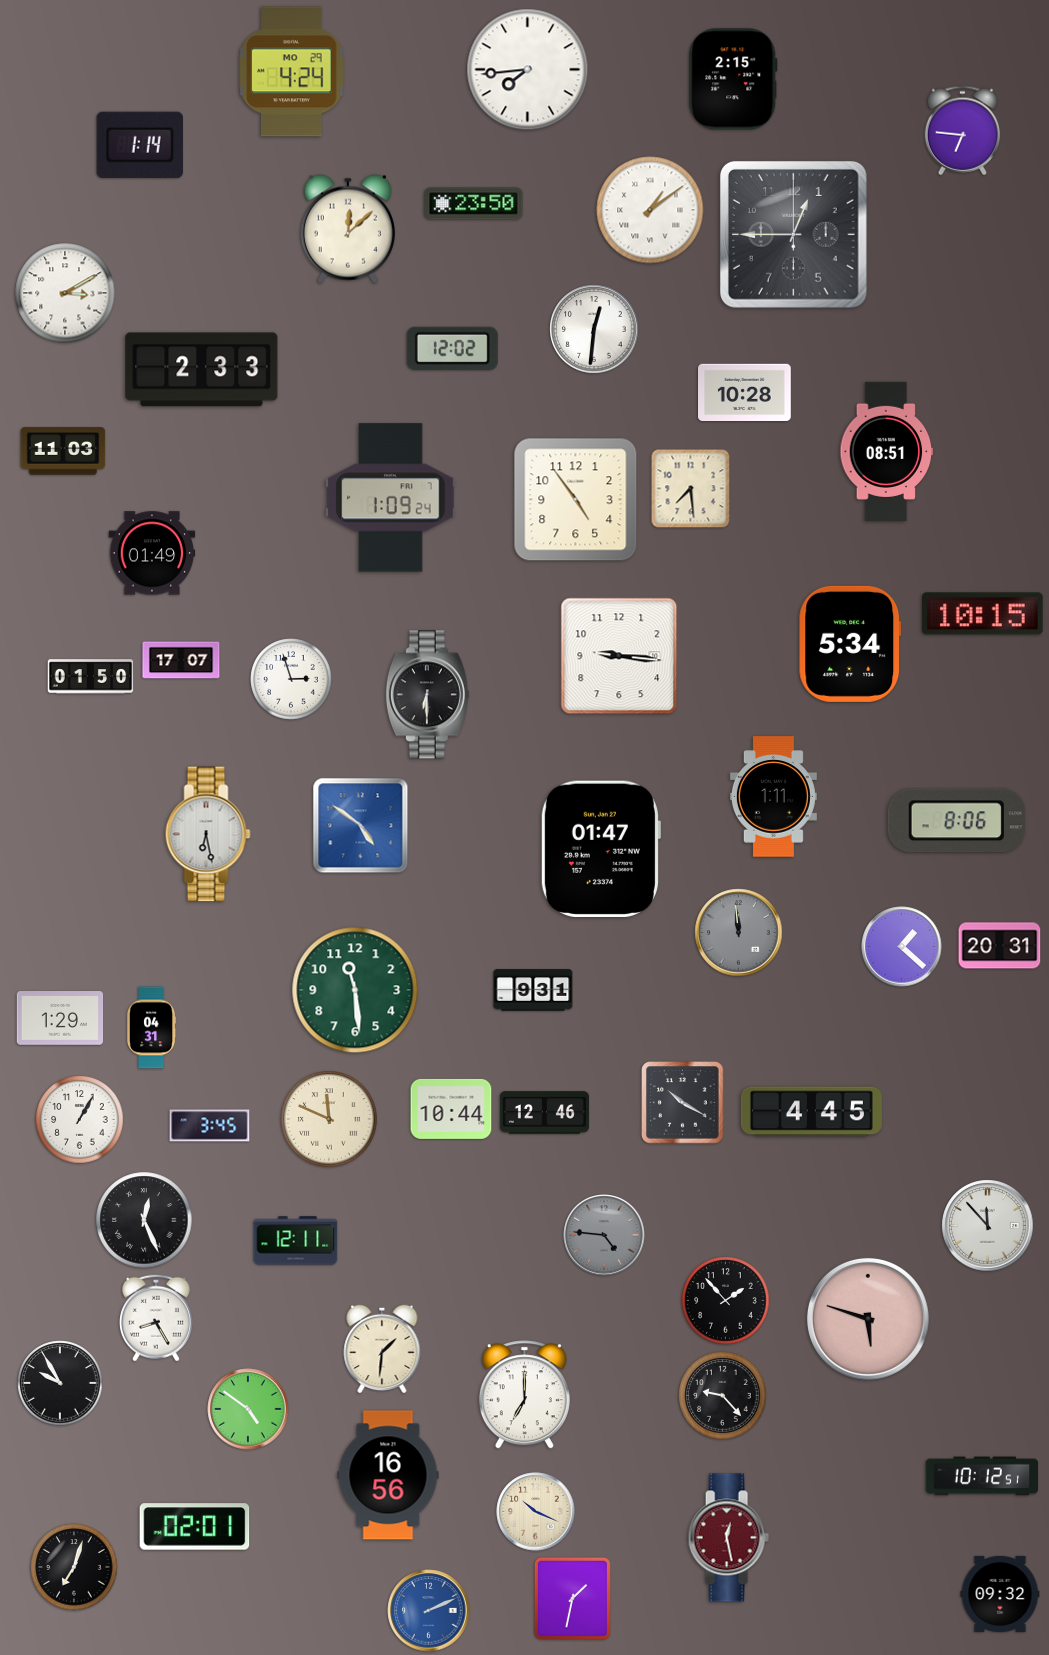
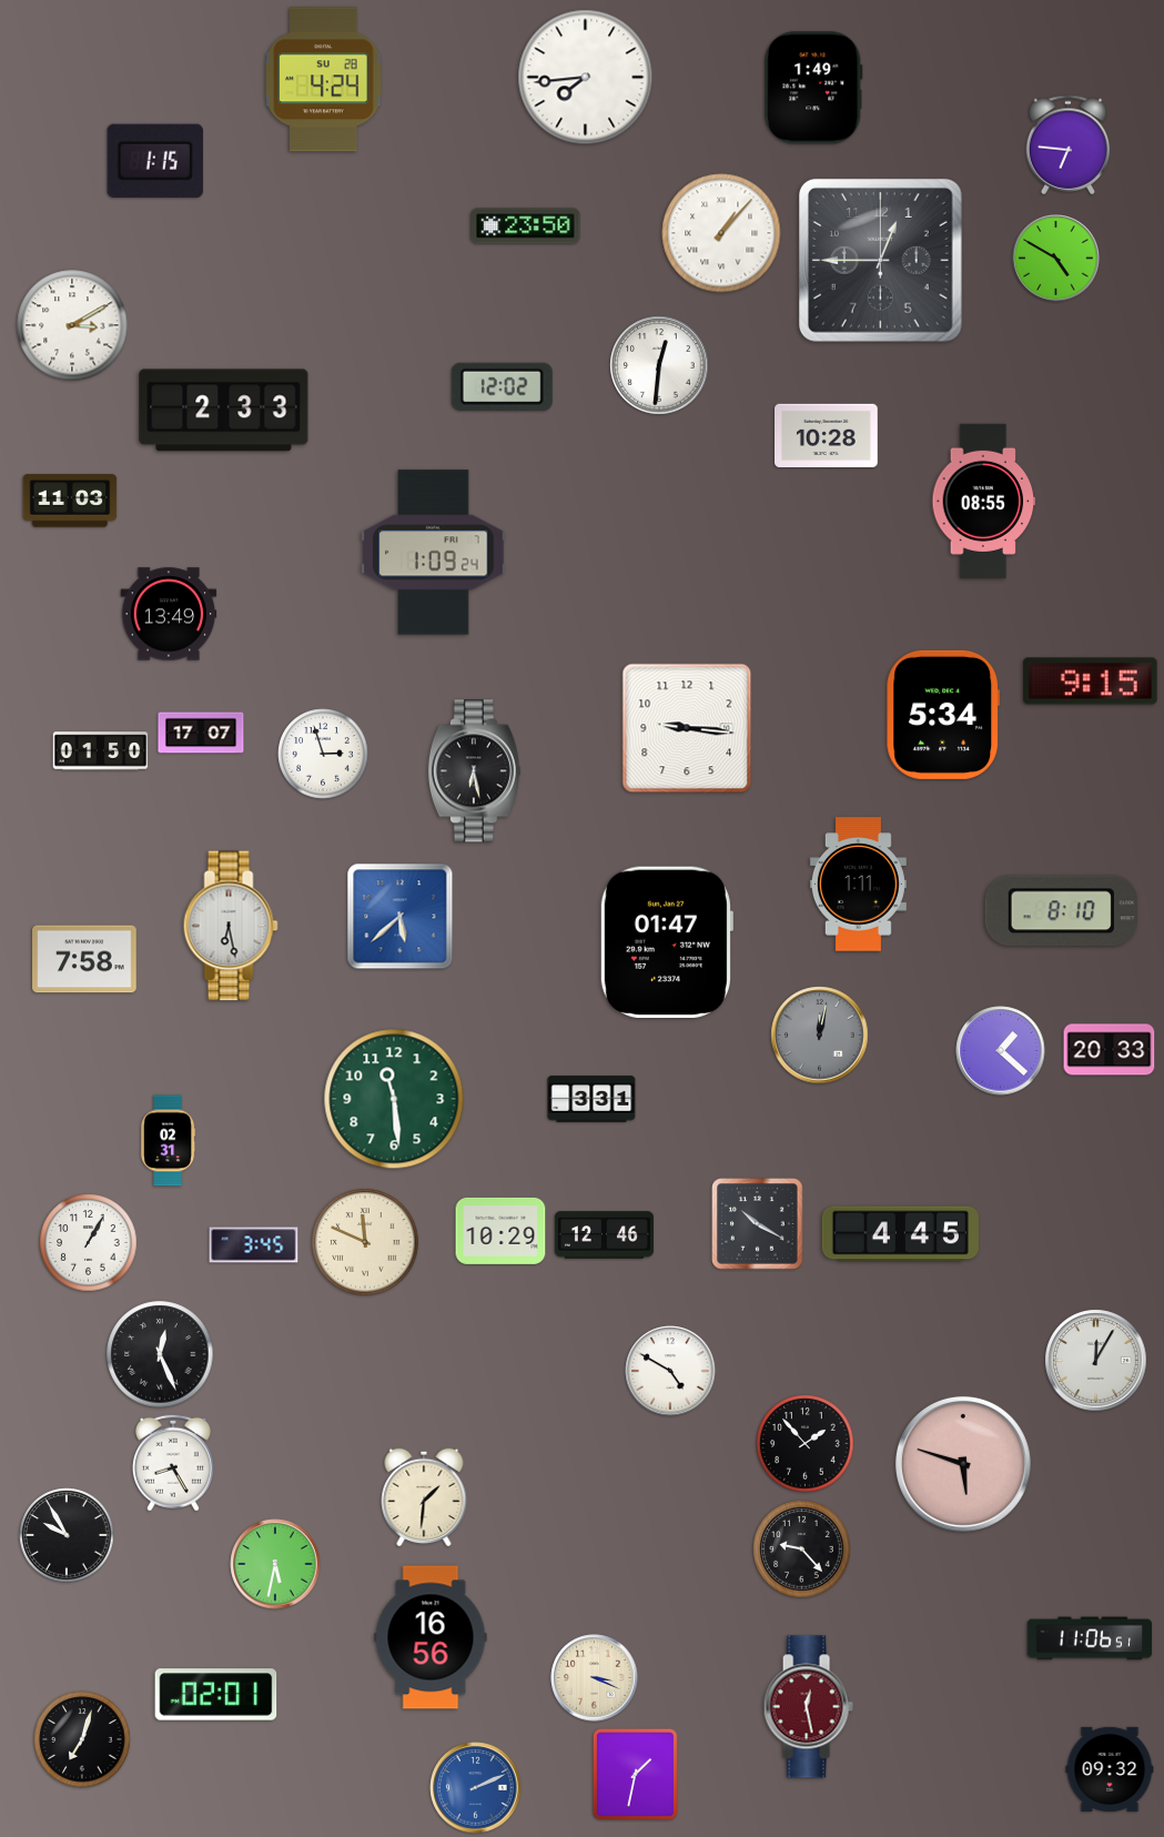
clock at (292, 72) date: MO 29 -> SU 28
clock at (733, 79): 2:15 -> 1:49
clock at (140, 145): 1:14 -> 1:15
clock at (650, 210): 1:09 -> 1:07
clock at (348, 229): 12:08 -> none
clock at (1056, 259): none -> 4:50
clock at (887, 451): 08:51 -> 08:55
clock at (691, 489): 7:29 -> none
clock at (576, 500): 4:54 -> none
clock at (152, 553): 01:49 -> 13:49
clock at (983, 614): 10:15 -> 9:15
clock at (427, 695): 6:30 -> 6:28
clock at (956, 821): 8:06 -> 8:10
clock at (361, 826): 4:51 -> 5:38
clock at (84, 959): none -> 7:58
clock at (739, 933): 11:59 -> 12:02
clock at (1000, 946): 20:31 -> 20:33
clock at (533, 990): 9:31 -> 3:31
clock at (60, 1019): 1:29 -> none
clock at (151, 1028): 04:31 -> 02:31
clock at (451, 1109): 10:44 -> 10:29
clock at (210, 1126) position: (210, 1126) -> (254, 1245)
clock at (988, 1226): 11:53 -> 12:05
clock at (604, 1235): 4:46 -> 4:50
clock at (604, 1235) dial: grey -> white
clock at (296, 1241): 12:11 -> none
clock at (524, 1395): 7:00 -> none
clock at (248, 1409): 4:51 -> 5:32
clock at (982, 1476): 10:12 -> 11:06
clock at (536, 1512): 10:19 -> 3:19
